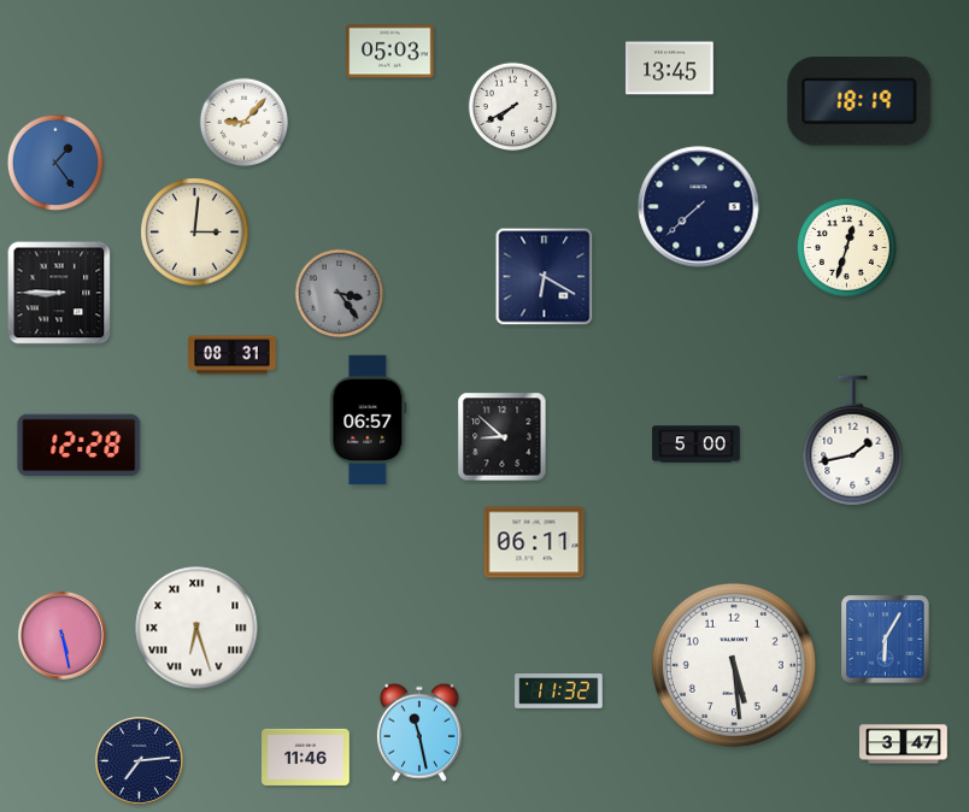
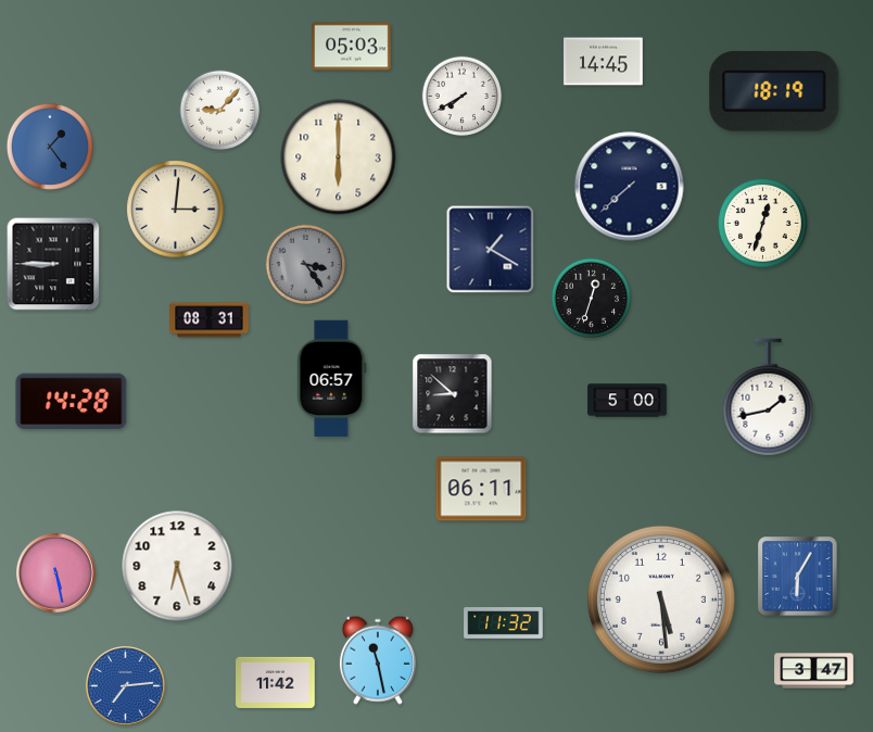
clock at (670, 69): 13:45 -> 14:45
clock at (339, 157): none -> 6:00
clock at (545, 277): 6:20 -> 1:20
clock at (592, 299): none -> 12:33
clock at (80, 446): 12:28 -> 14:28
clock at (196, 628) numerals: Roman -> Arabic
clock at (306, 757): 11:46 -> 11:42
clock at (139, 760) dial: navy -> blue
